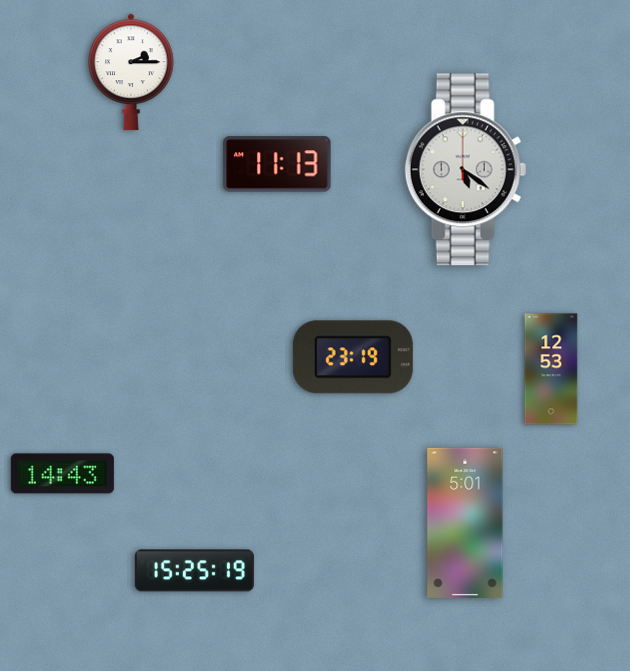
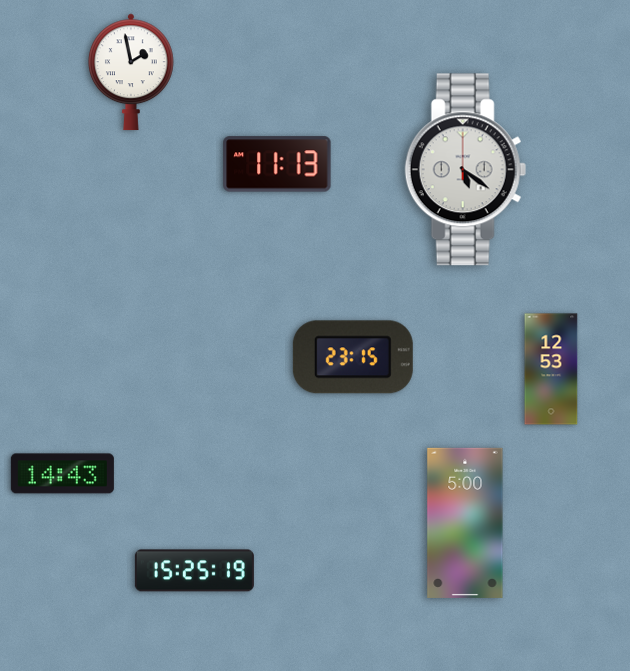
clock at (131, 72): 2:15 -> 1:58
clock at (353, 357): 23:19 -> 23:15
clock at (465, 523): 5:01 -> 5:00
